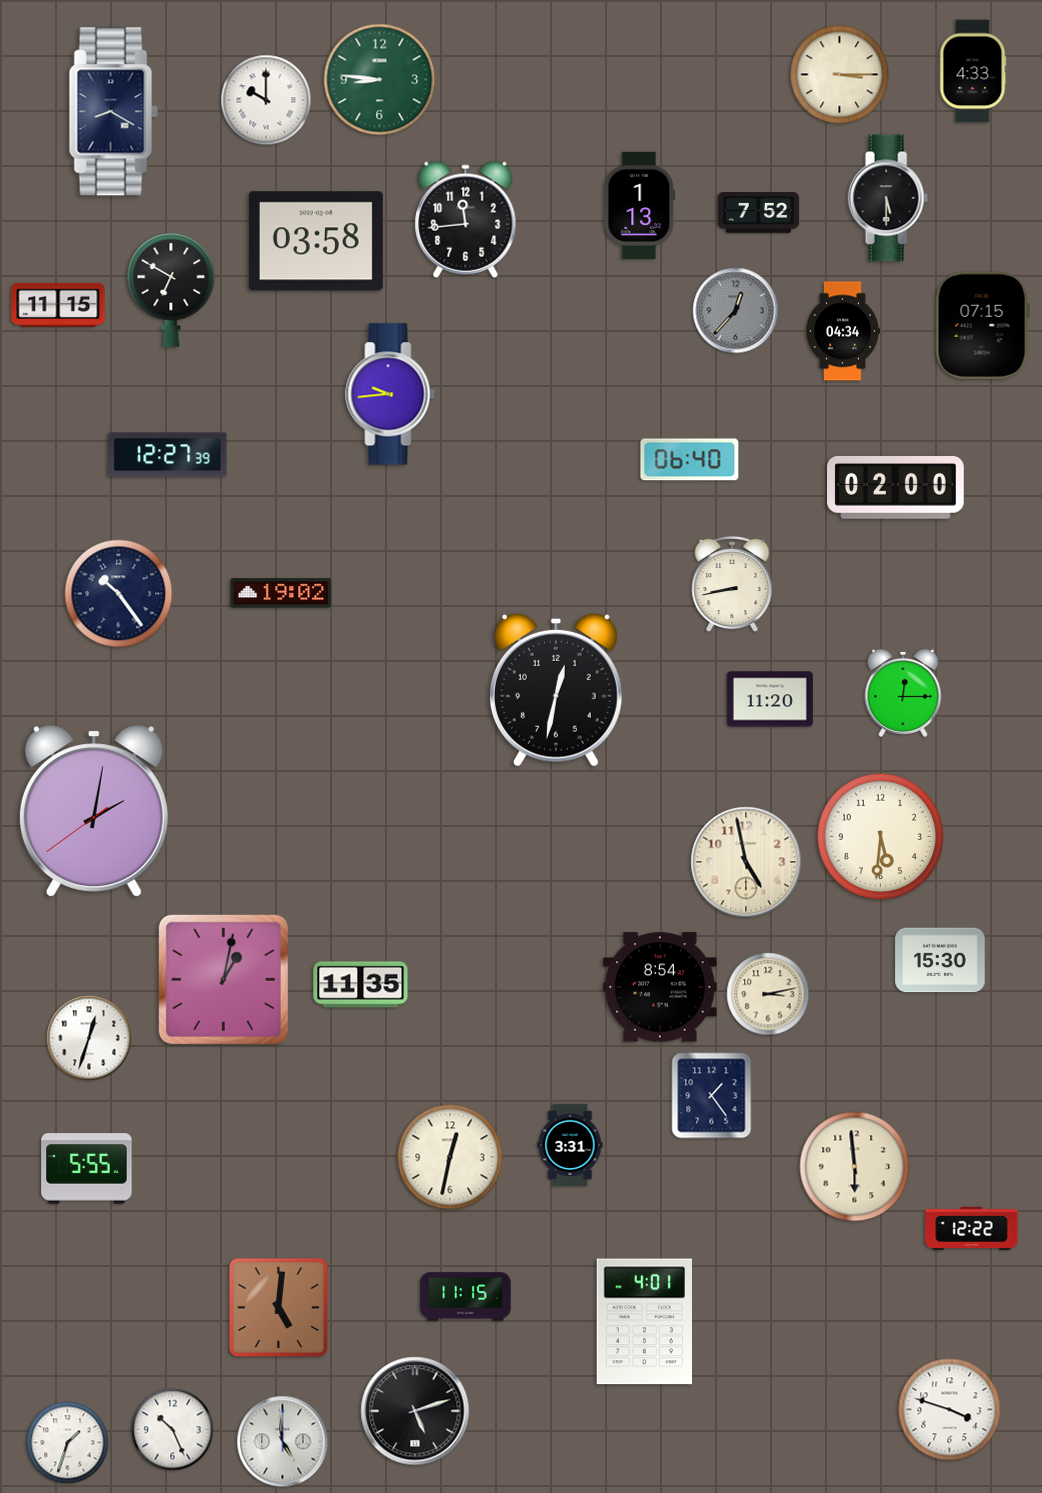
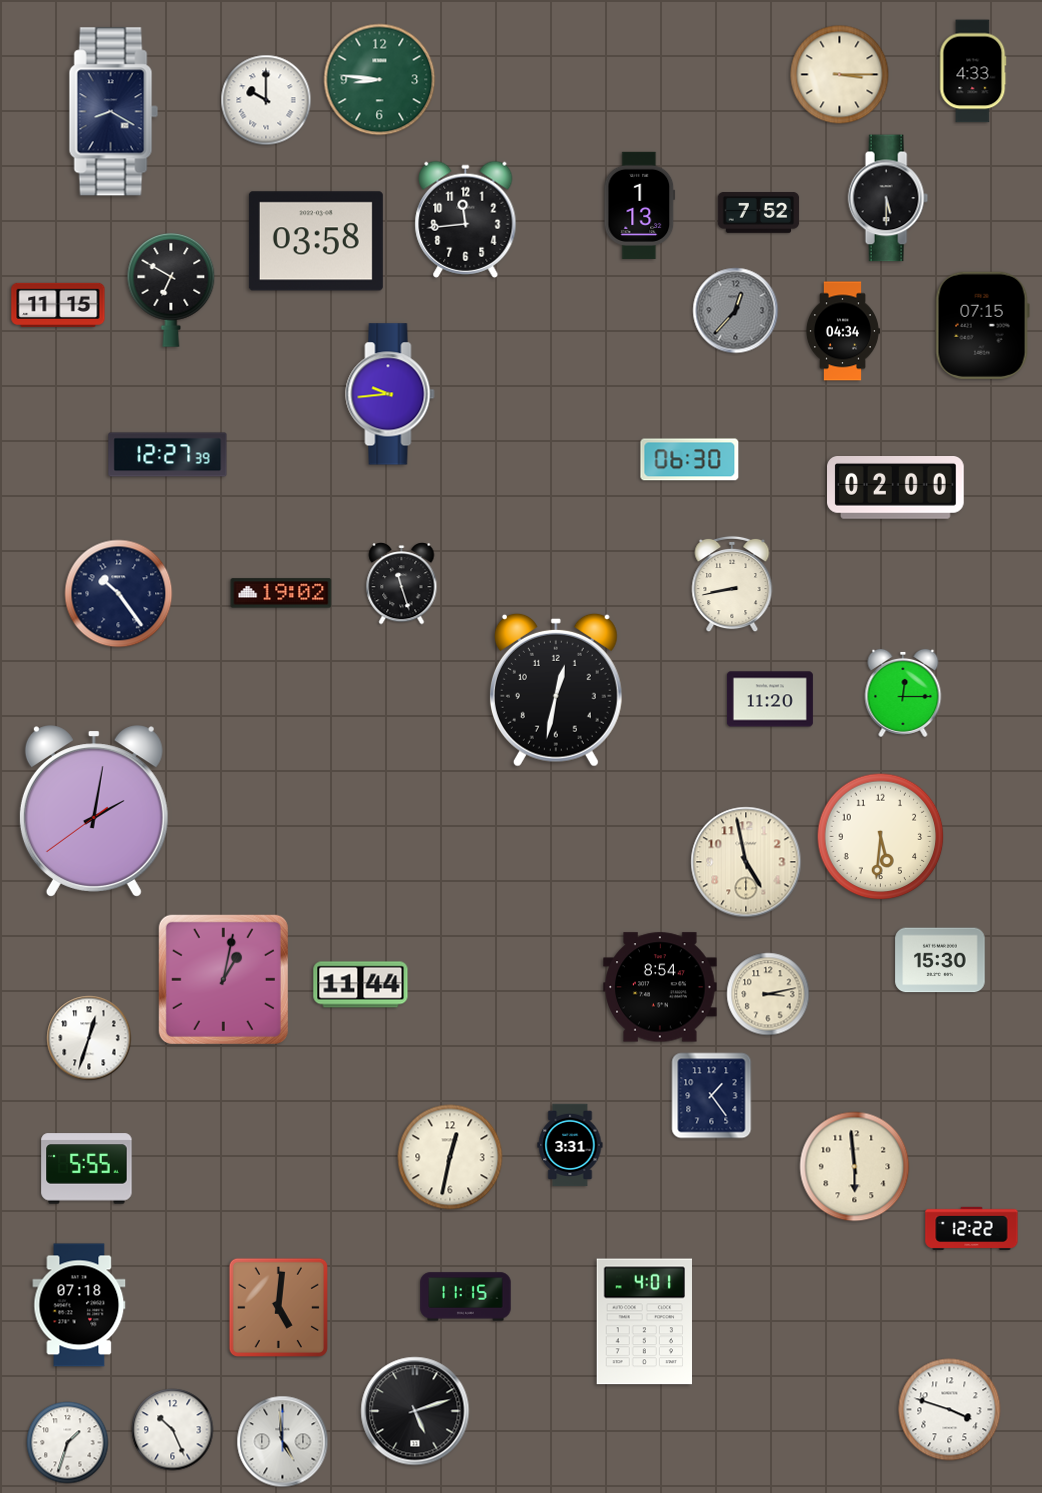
clock at (690, 460): 06:40 -> 06:30
clock at (402, 584): none -> 11:27
clock at (361, 985): 11:35 -> 11:44
clock at (79, 1305): none -> 07:18
